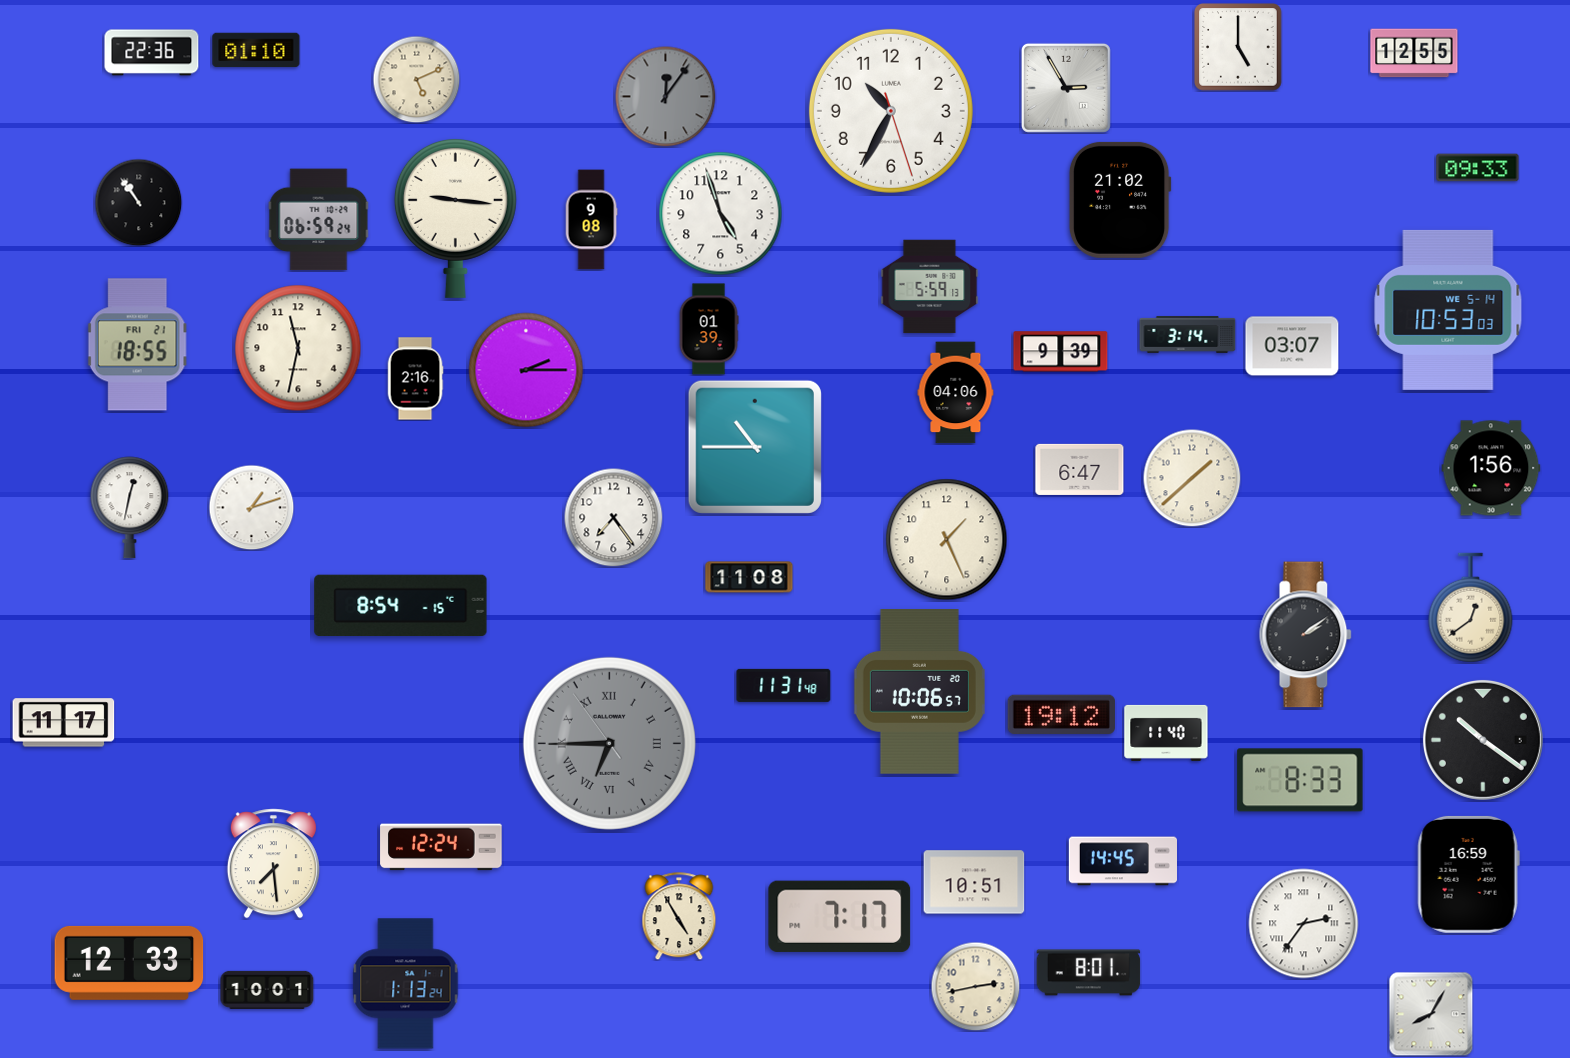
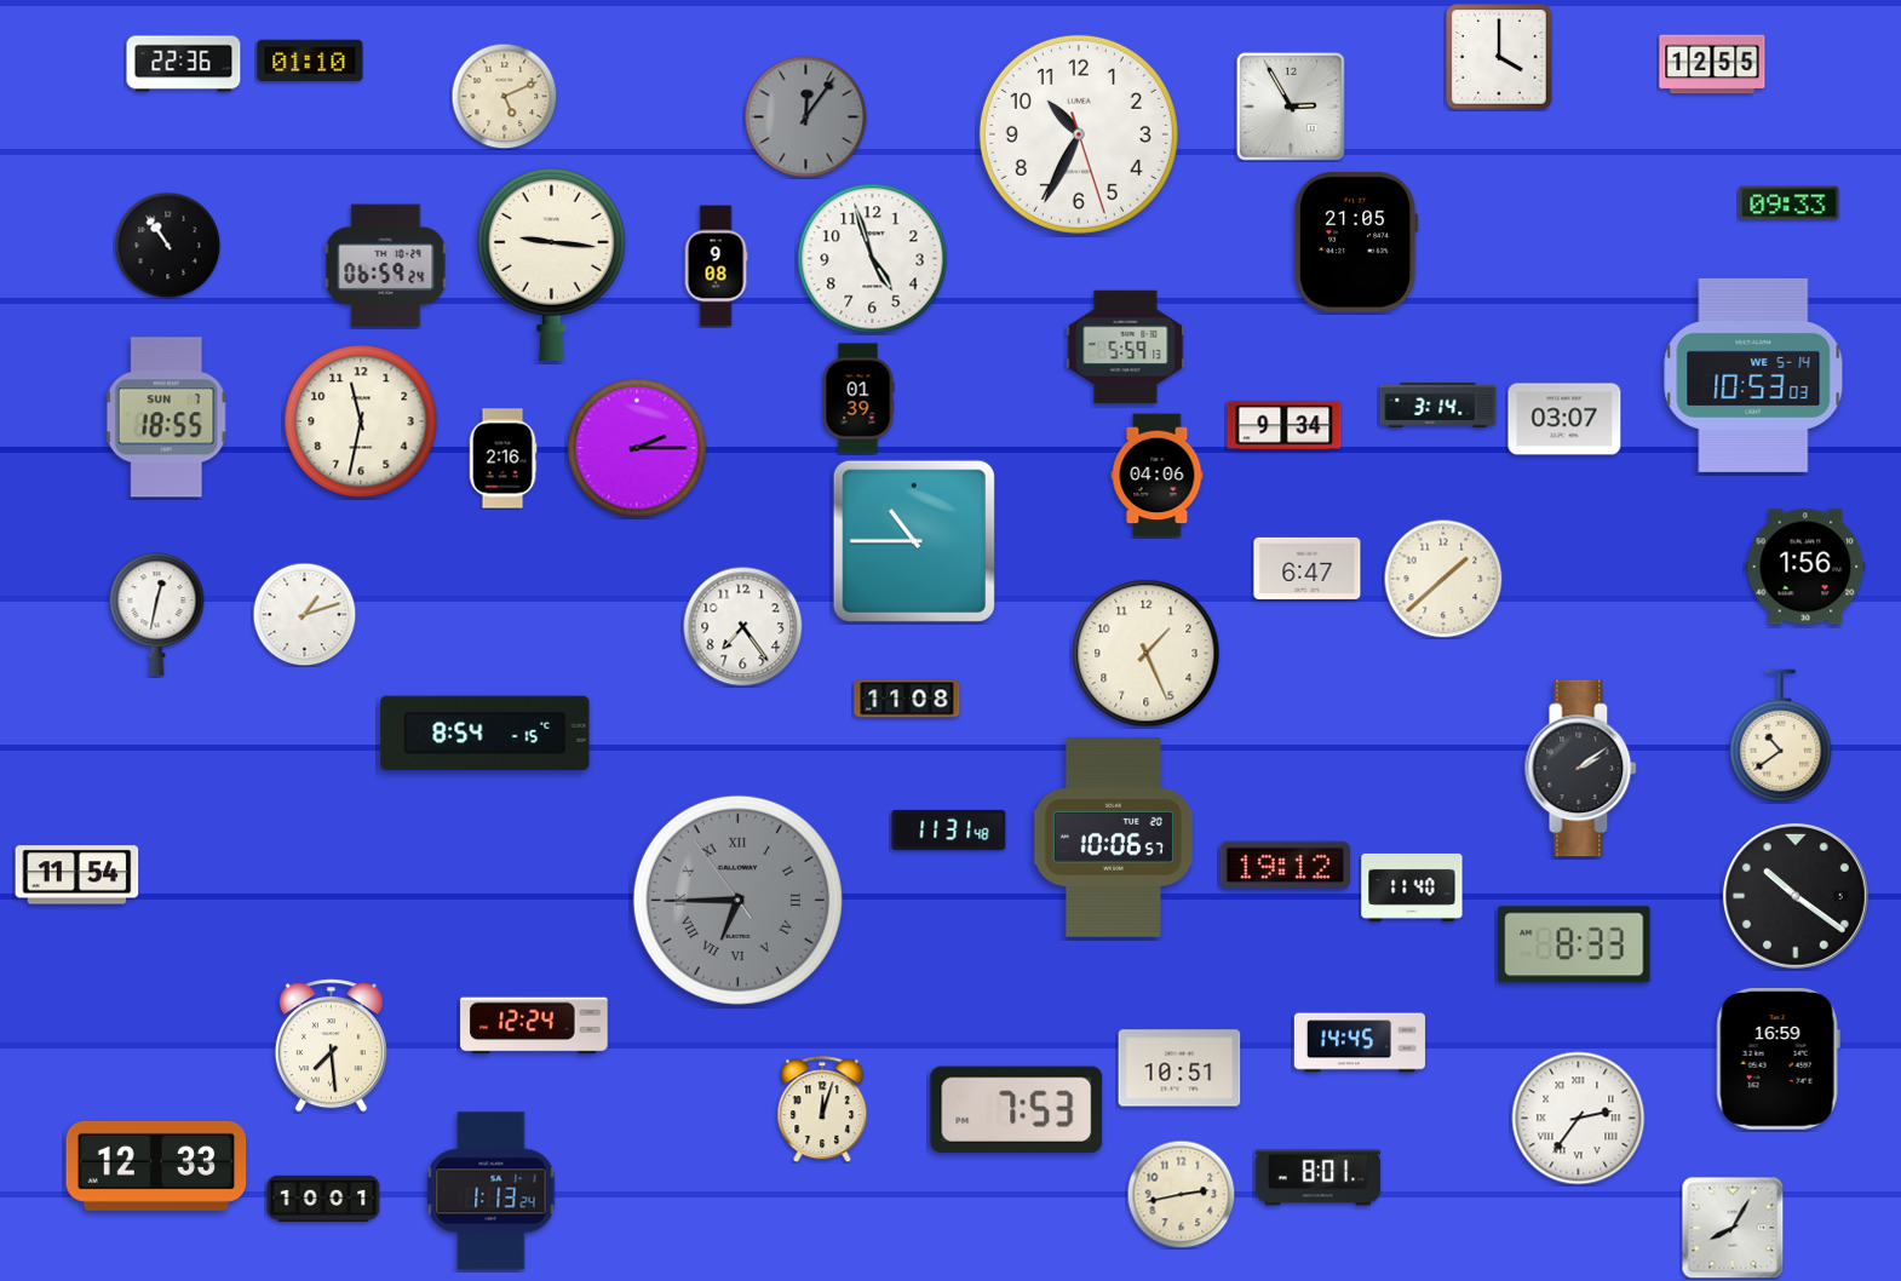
clock at (1238, 47): 5:00 -> 4:00
clock at (1120, 200): 21:02 -> 21:05
clock at (137, 345) date: FRI 21 -> SUN 7
clock at (1061, 352): 9:39 -> 9:34
clock at (1471, 608): 12:39 -> 10:39
clock at (64, 723): 11:17 -> 11:54
clock at (679, 916): 4:55 -> 12:03
clock at (840, 916): 7:17 -> 7:53
